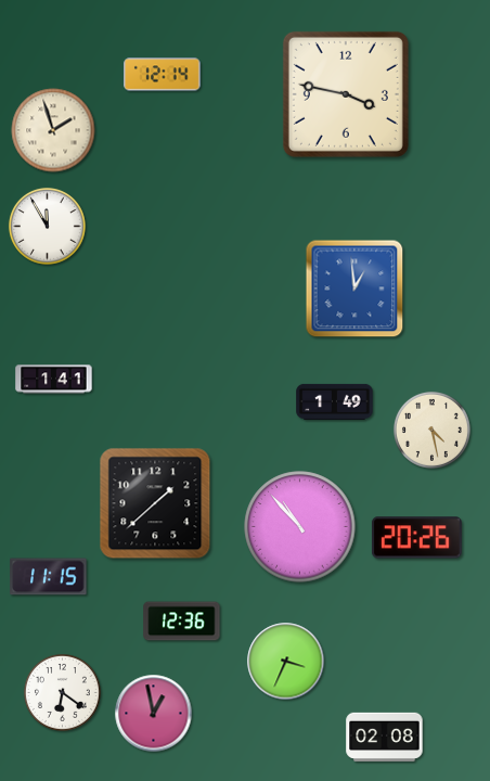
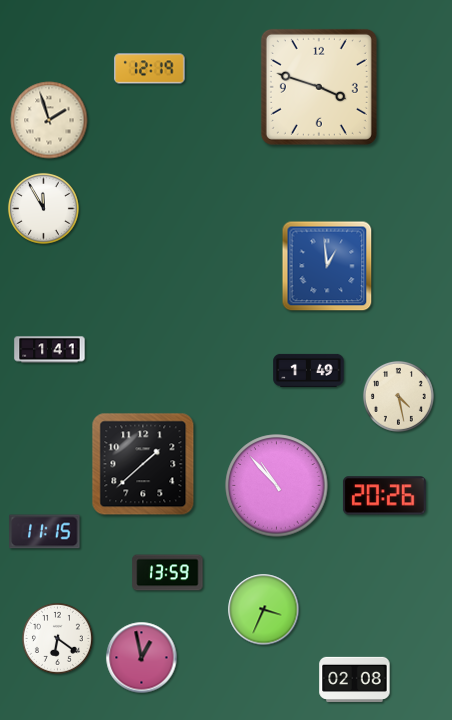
clock at (163, 75): 12:14 -> 12:19
clock at (346, 94): 3:47 -> 3:48
clock at (182, 622): 12:36 -> 13:59
